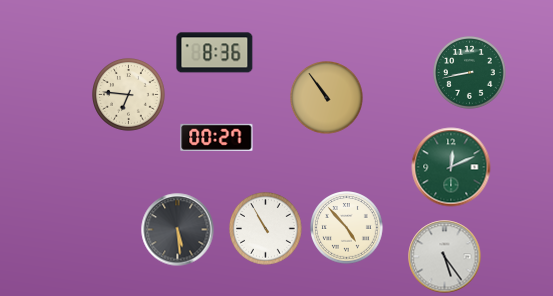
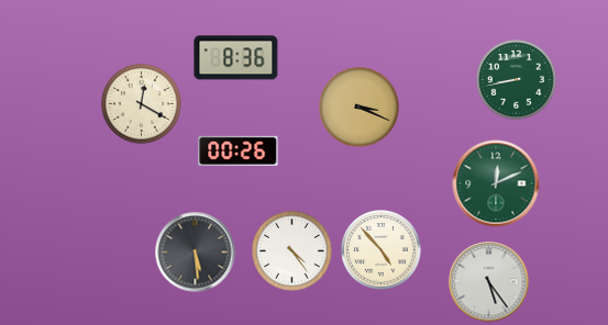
clock at (129, 95): 6:46 -> 12:20
clock at (327, 98): 10:54 -> 3:19
clock at (217, 137): 00:27 -> 00:26
clock at (266, 229): 10:55 -> 4:24
